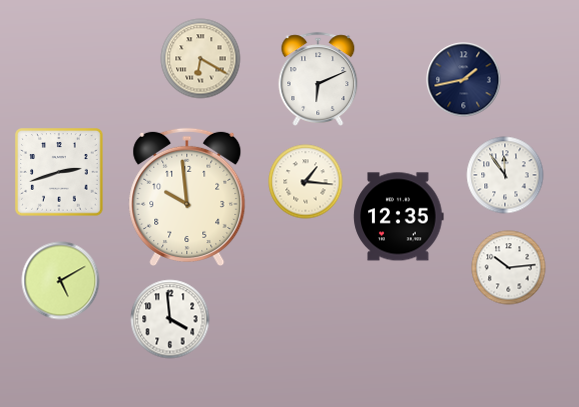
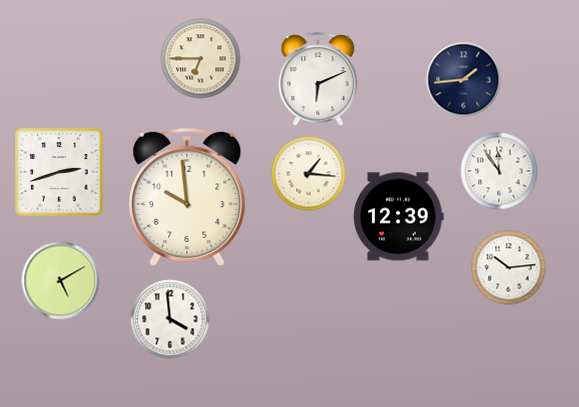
clock at (201, 59): 6:20 -> 6:45
clock at (464, 80): 1:43 -> 1:44
clock at (505, 175) position: (505, 175) -> (499, 171)
clock at (306, 182) position: (306, 182) -> (309, 174)
clock at (399, 217): 12:35 -> 12:39
